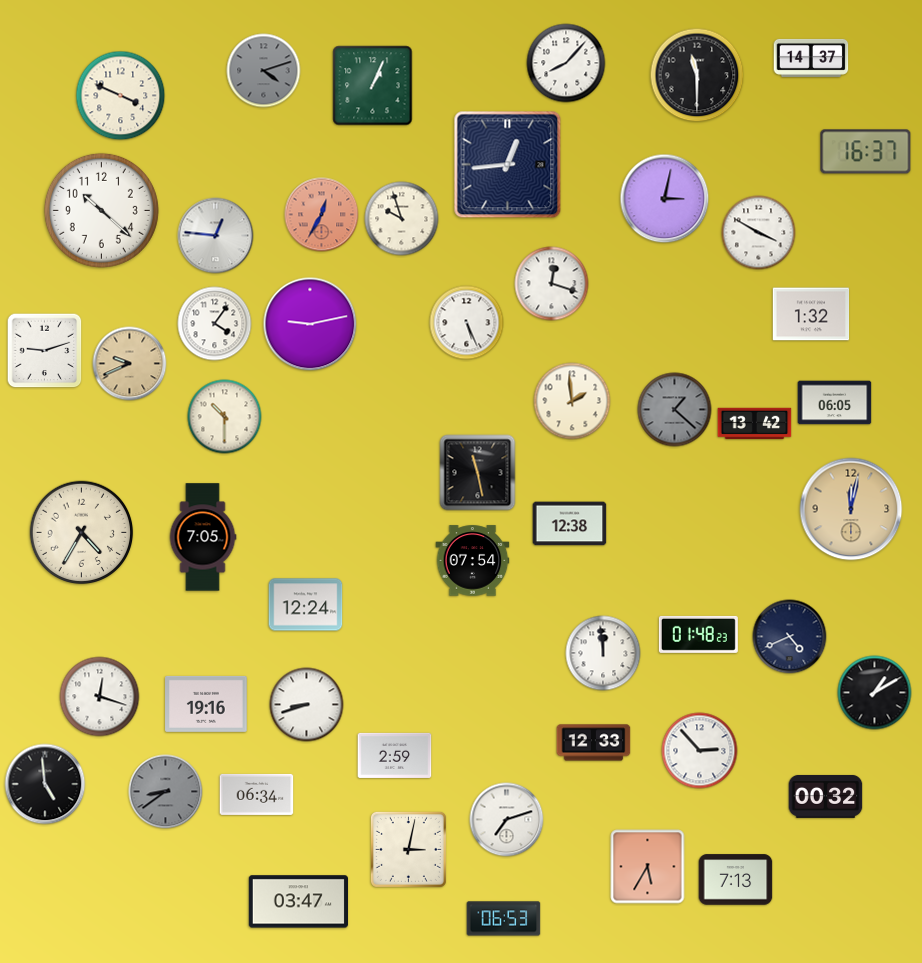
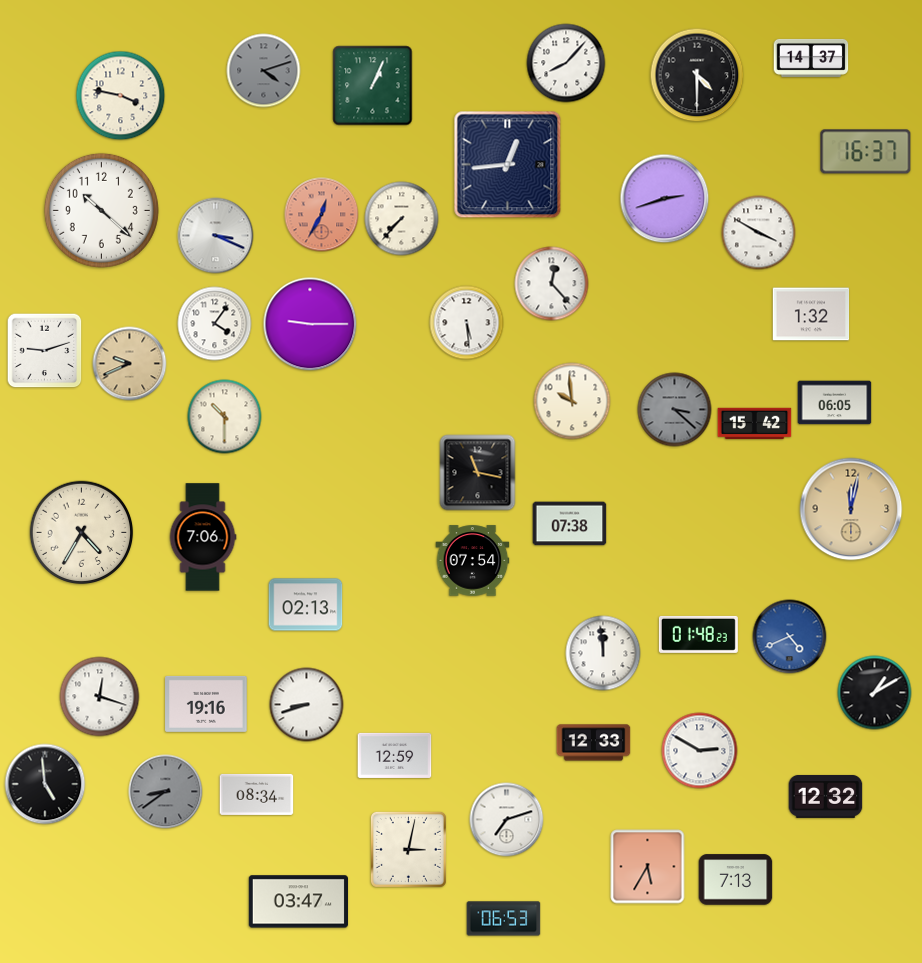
clock at (697, 75): 11:30 -> 4:30
clock at (121, 96): 3:49 -> 3:47
clock at (665, 199): 3:02 -> 2:42
clock at (402, 219): 9:57 -> 7:37
clock at (216, 236): 12:46 -> 3:19
clock at (552, 284): 12:18 -> 12:23
clock at (467, 323): 5:26 -> 5:29
clock at (310, 324): 9:13 -> 9:15
clock at (572, 401): 1:59 -> 9:59
clock at (675, 410): 1:22 -> 3:22
clock at (755, 424): 13:42 -> 15:42
clock at (478, 473): 11:28 -> 11:17
clock at (570, 524): 12:38 -> 07:38
clock at (203, 537): 7:05 -> 7:06
clock at (306, 605): 12:24 -> 02:13
clock at (790, 637) dial: navy -> blue
clock at (700, 751): 2:53 -> 2:50
clock at (395, 755): 2:59 -> 12:59
clock at (257, 794): 06:34 -> 08:34
clock at (826, 796): 00:32 -> 12:32
